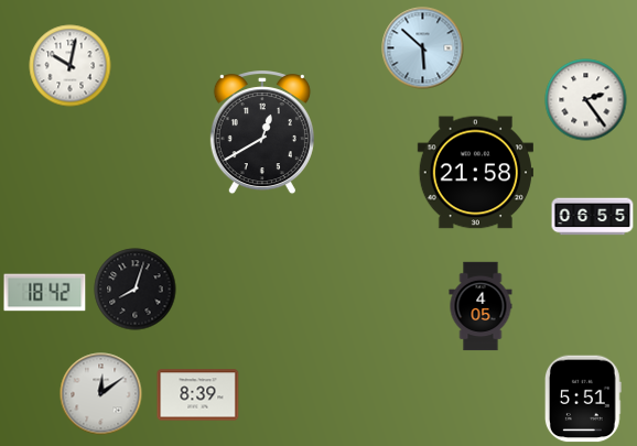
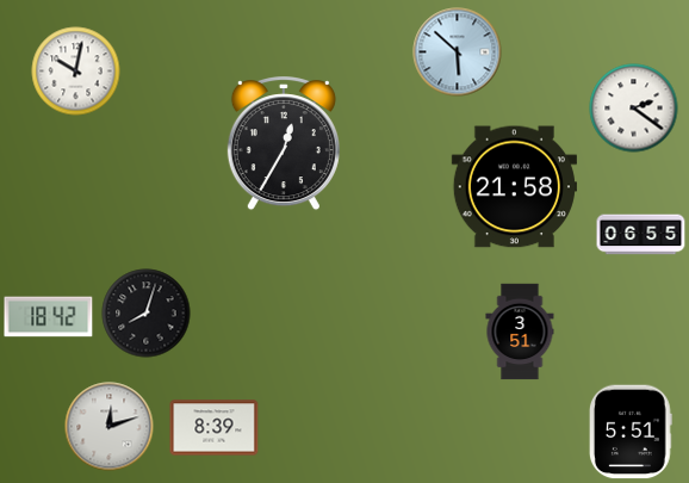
clock at (586, 100): 2:24 -> 2:21
clock at (262, 133): 12:40 -> 12:35
clock at (481, 306): 4:05 -> 3:51
clock at (101, 394): 12:09 -> 12:12
